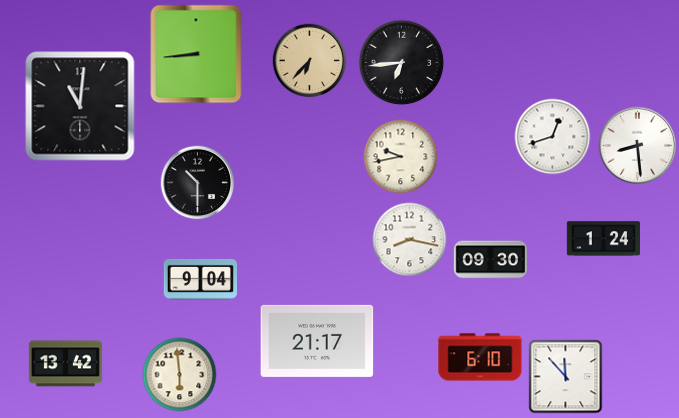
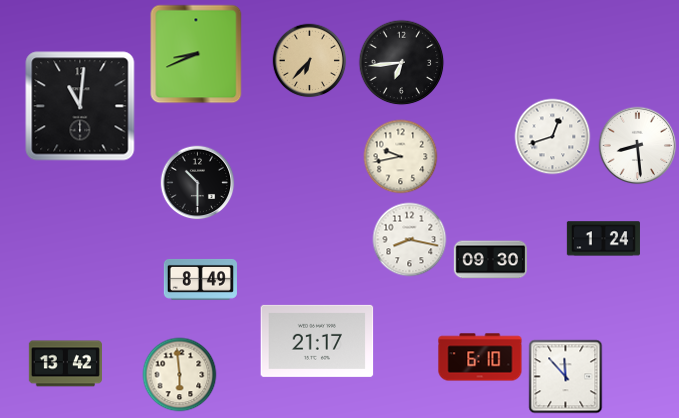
clock at (196, 54): 8:44 -> 8:41
clock at (200, 279): 9:04 -> 8:49
